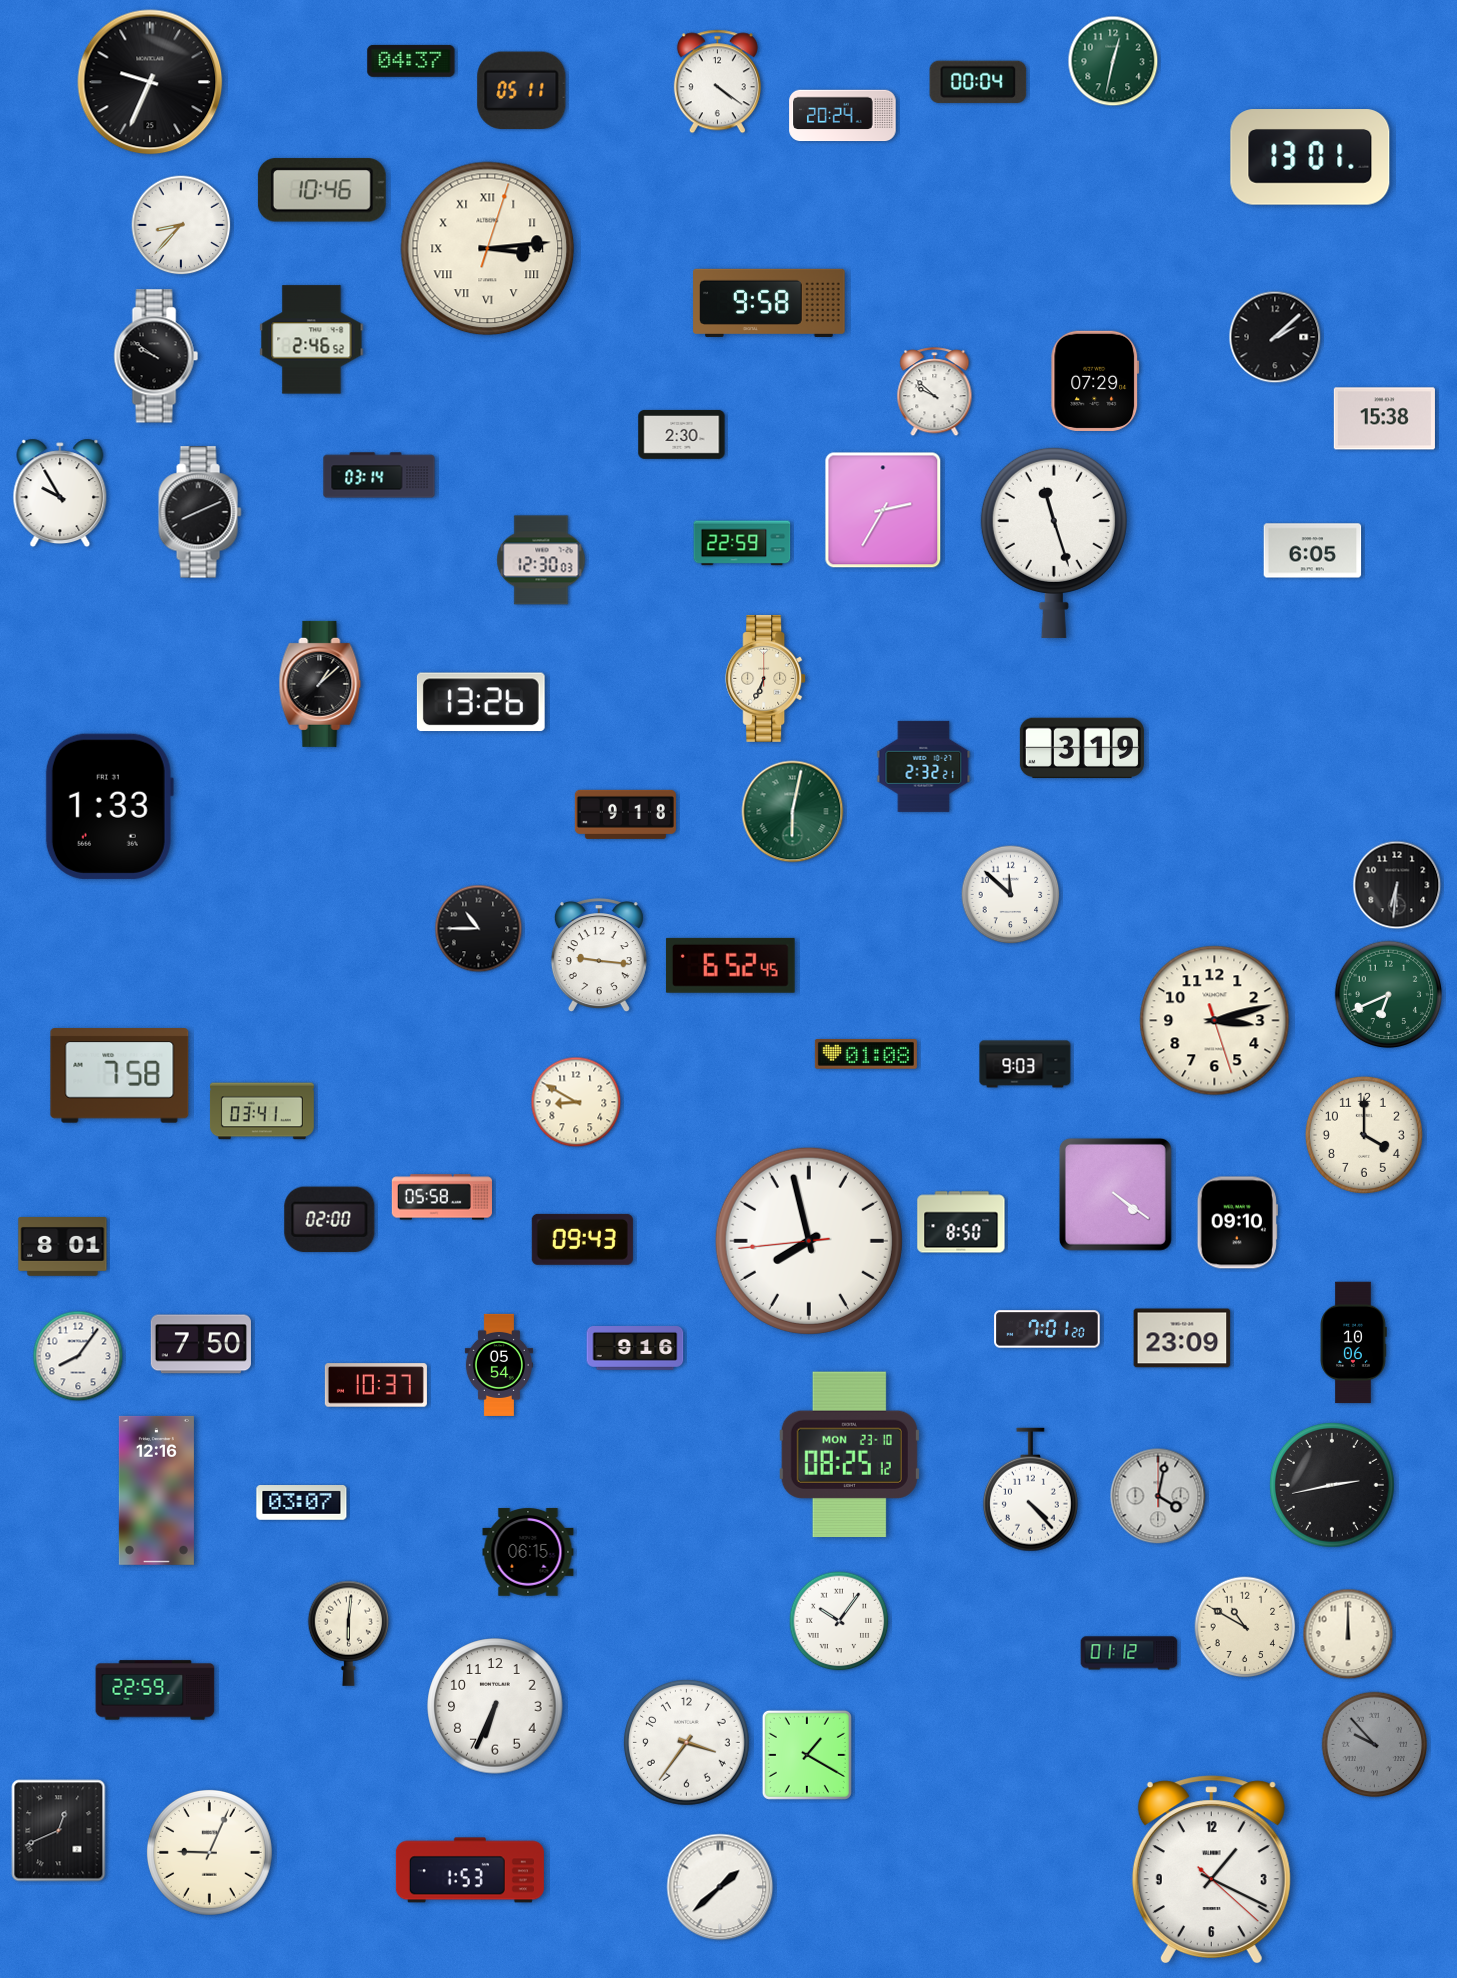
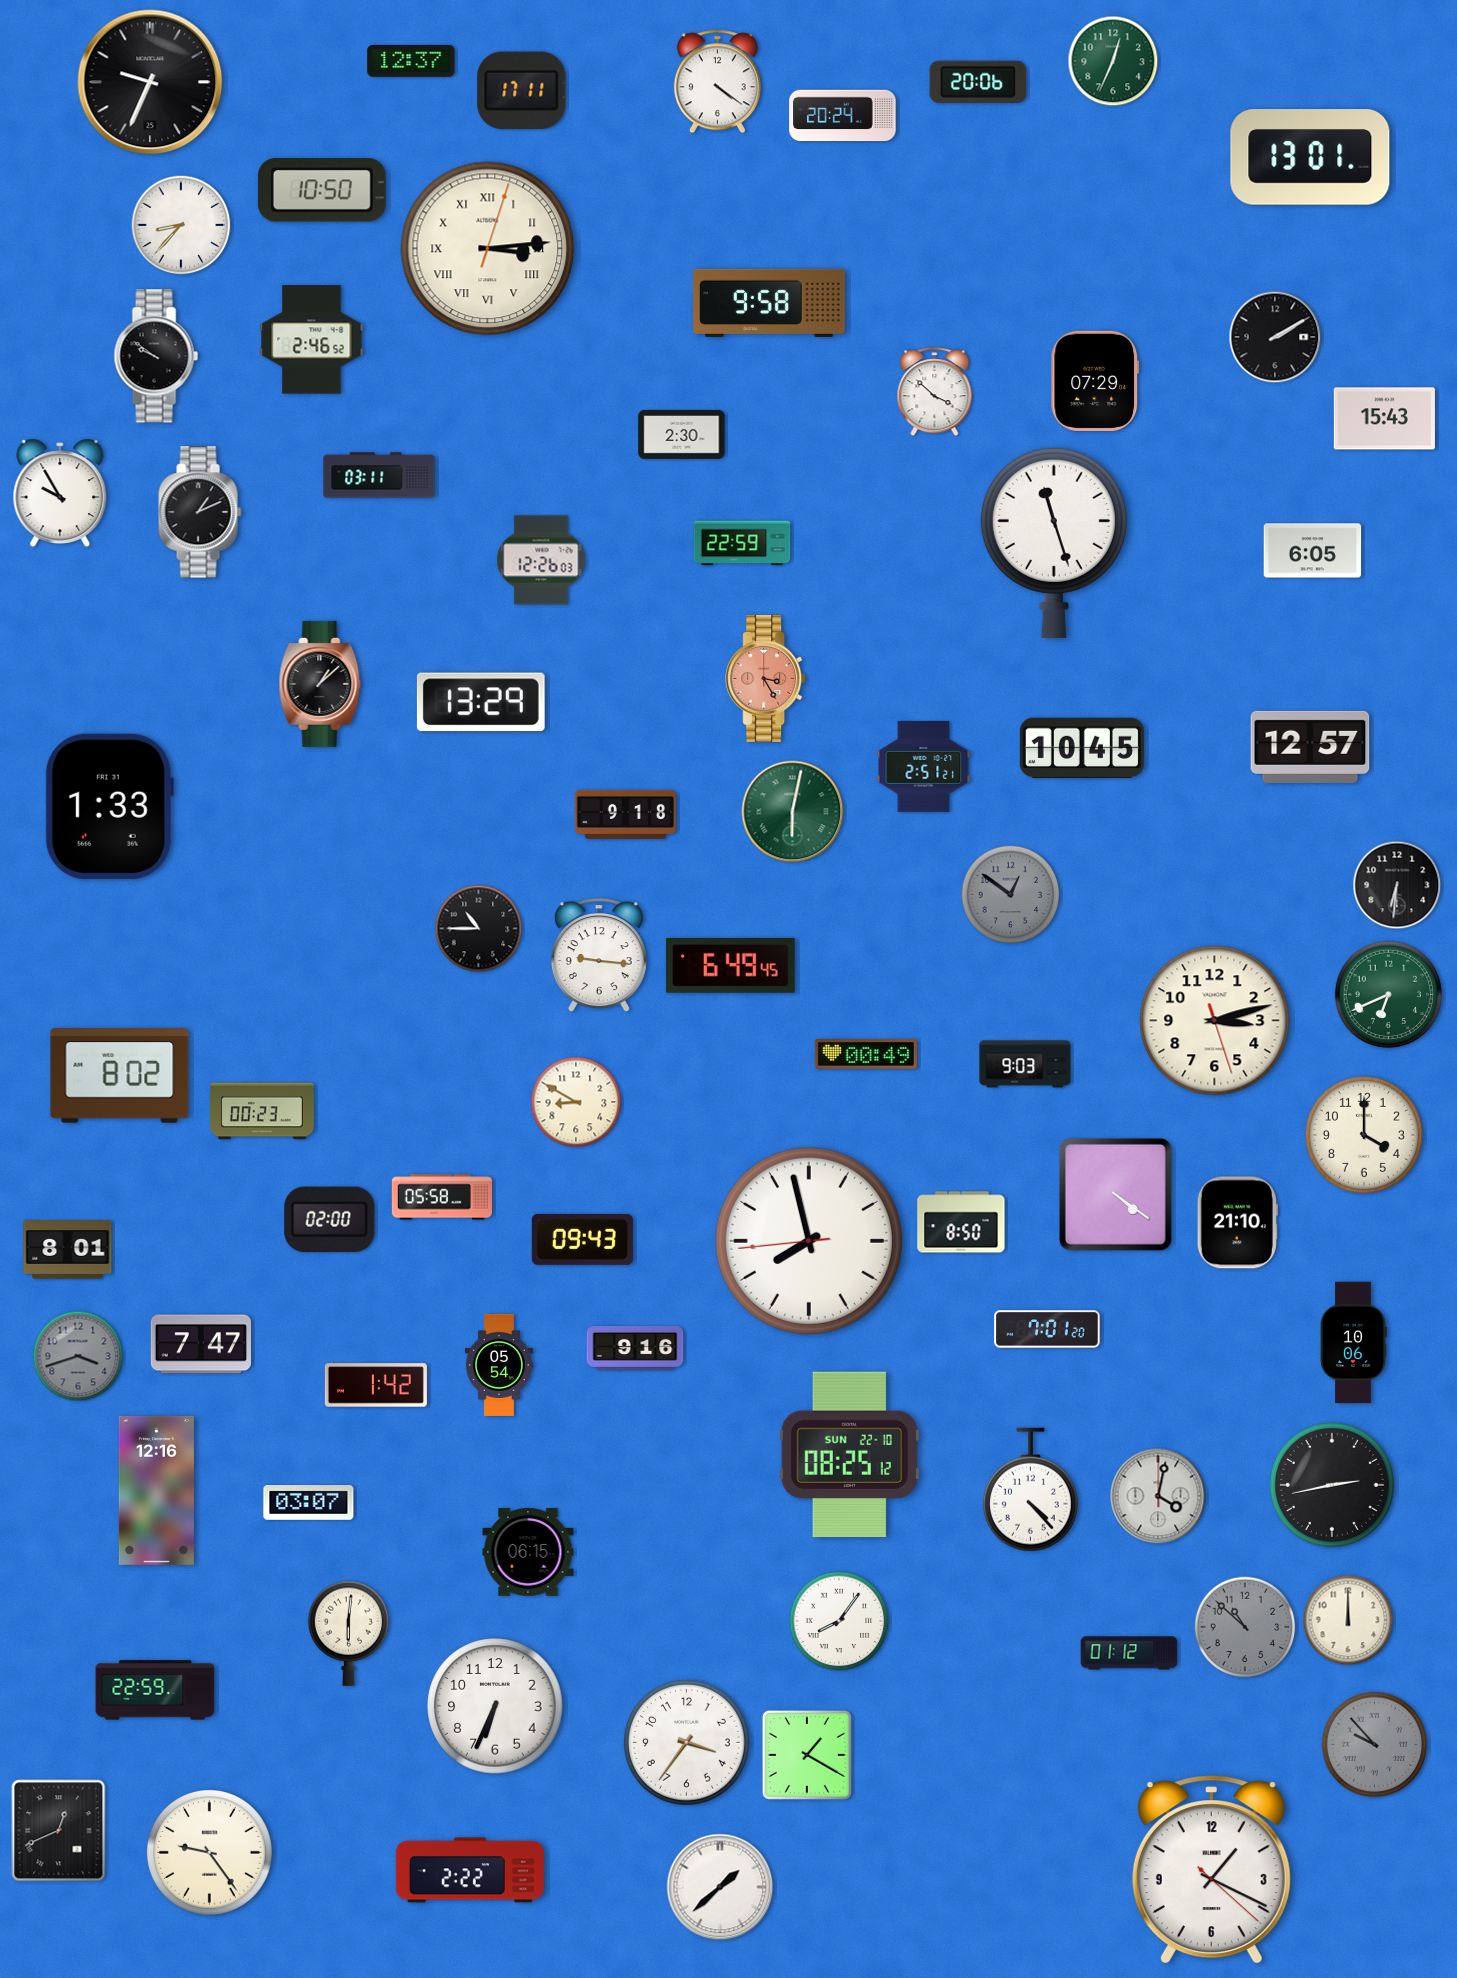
clock at (411, 61): 04:37 -> 12:37
clock at (1113, 61): 12:32 -> 12:34
clock at (978, 82): 00:04 -> 20:06
clock at (522, 90): 05:11 -> 17:11
clock at (322, 190): 10:46 -> 10:50
clock at (1275, 337): 2:08 -> 2:10
clock at (935, 392): 9:52 -> 3:52
clock at (1384, 419): 15:38 -> 15:43
clock at (379, 475): 03:14 -> 03:11
clock at (883, 510): 2:35 -> none
clock at (200, 512): 8:11 -> 1:11
clock at (541, 560): 12:30 -> 12:26
clock at (766, 678): 6:34 -> 3:25
clock at (766, 678) dial: cream -> salmon
clock at (481, 702): 13:26 -> 13:29
clock at (1310, 747): none -> 12:57
clock at (1082, 748): 3:19 -> 10:45
clock at (924, 766): 2:32 -> 2:51
clock at (1011, 895): 11:52 -> 12:51
clock at (1011, 895) dial: white -> grey
clock at (730, 965): 6:52 -> 6:49
clock at (866, 1055): 01:08 -> 00:49
clock at (120, 1076): 7:58 -> 8:02
clock at (262, 1111): 03:41 -> 00:23
clock at (1237, 1223): 09:10 -> 21:10
clock at (63, 1247) position: (63, 1247) -> (68, 1250)
clock at (1182, 1338): 23:09 -> none
clock at (201, 1344): 7:50 -> 7:47
clock at (78, 1356): 8:06 -> 3:42
clock at (78, 1356) dial: white -> grey
clock at (376, 1385): 10:37 -> 1:42
clock at (849, 1455) date: MON 23-10 -> SUN 22-10
clock at (302, 1503) position: (302, 1503) -> (309, 1503)
clock at (839, 1621): 10:06 -> 8:06
clock at (1245, 1627): 10:50 -> 10:52
clock at (1245, 1627) dial: cream -> grey
clock at (1348, 1634) position: (1348, 1634) -> (1348, 1620)
clock at (209, 1852): 9:04 -> 9:24
clock at (470, 1870): 1:53 -> 2:22
